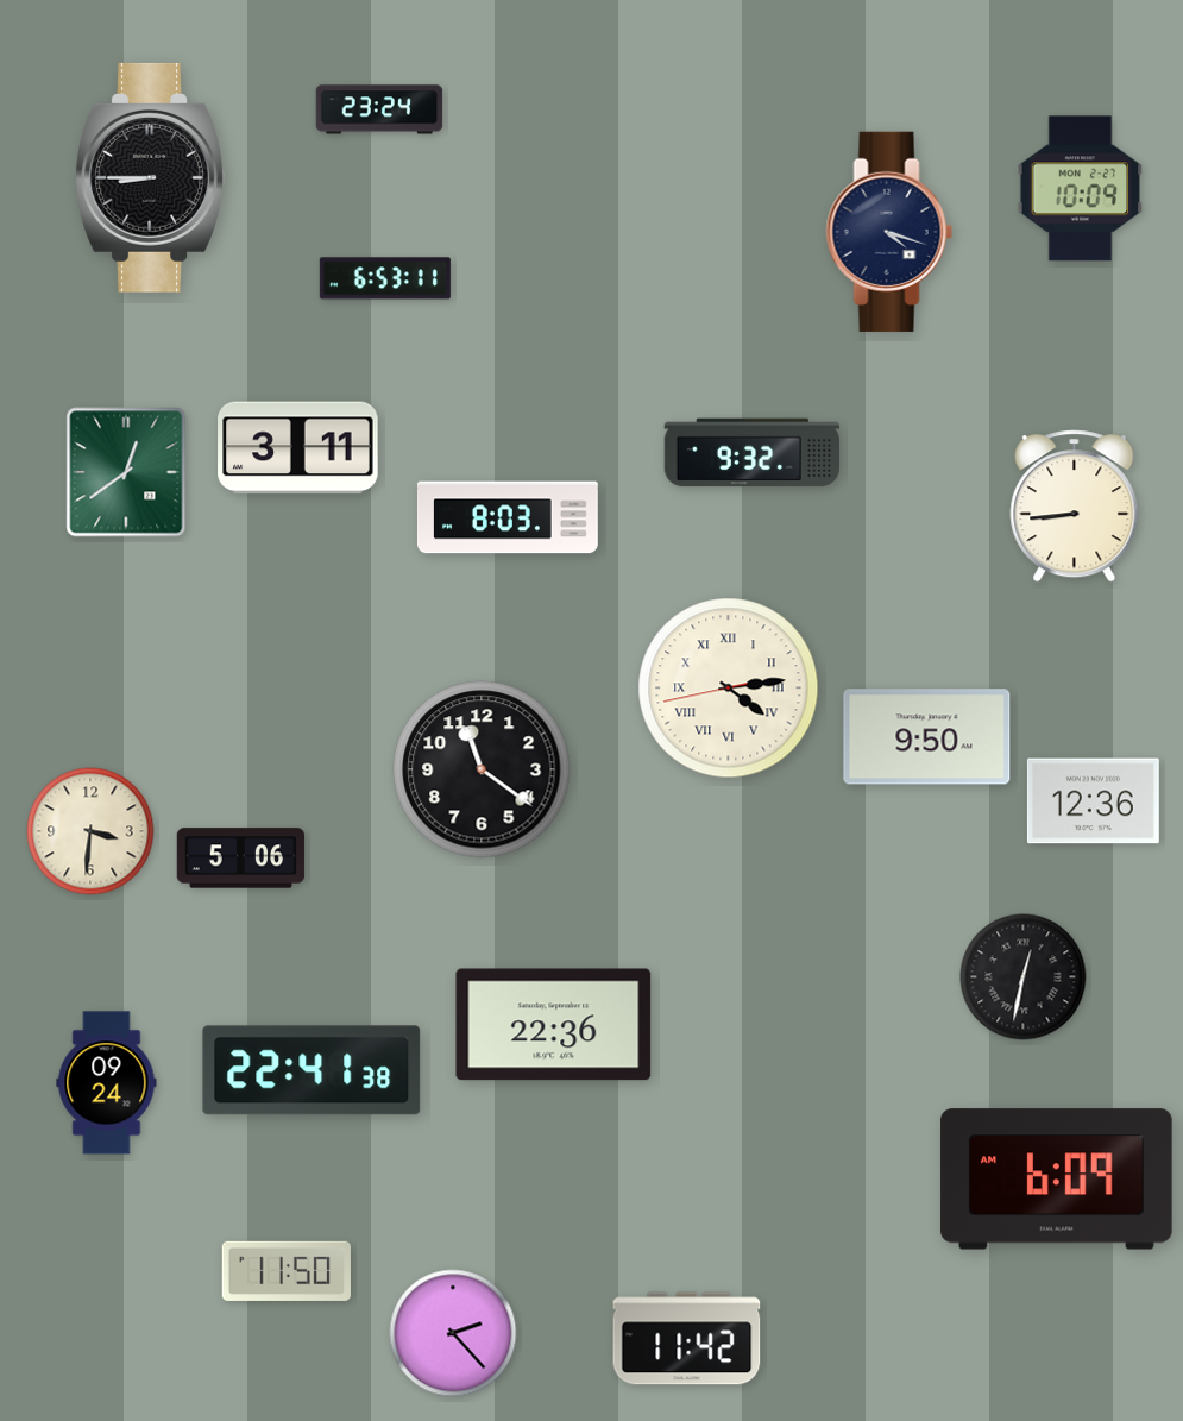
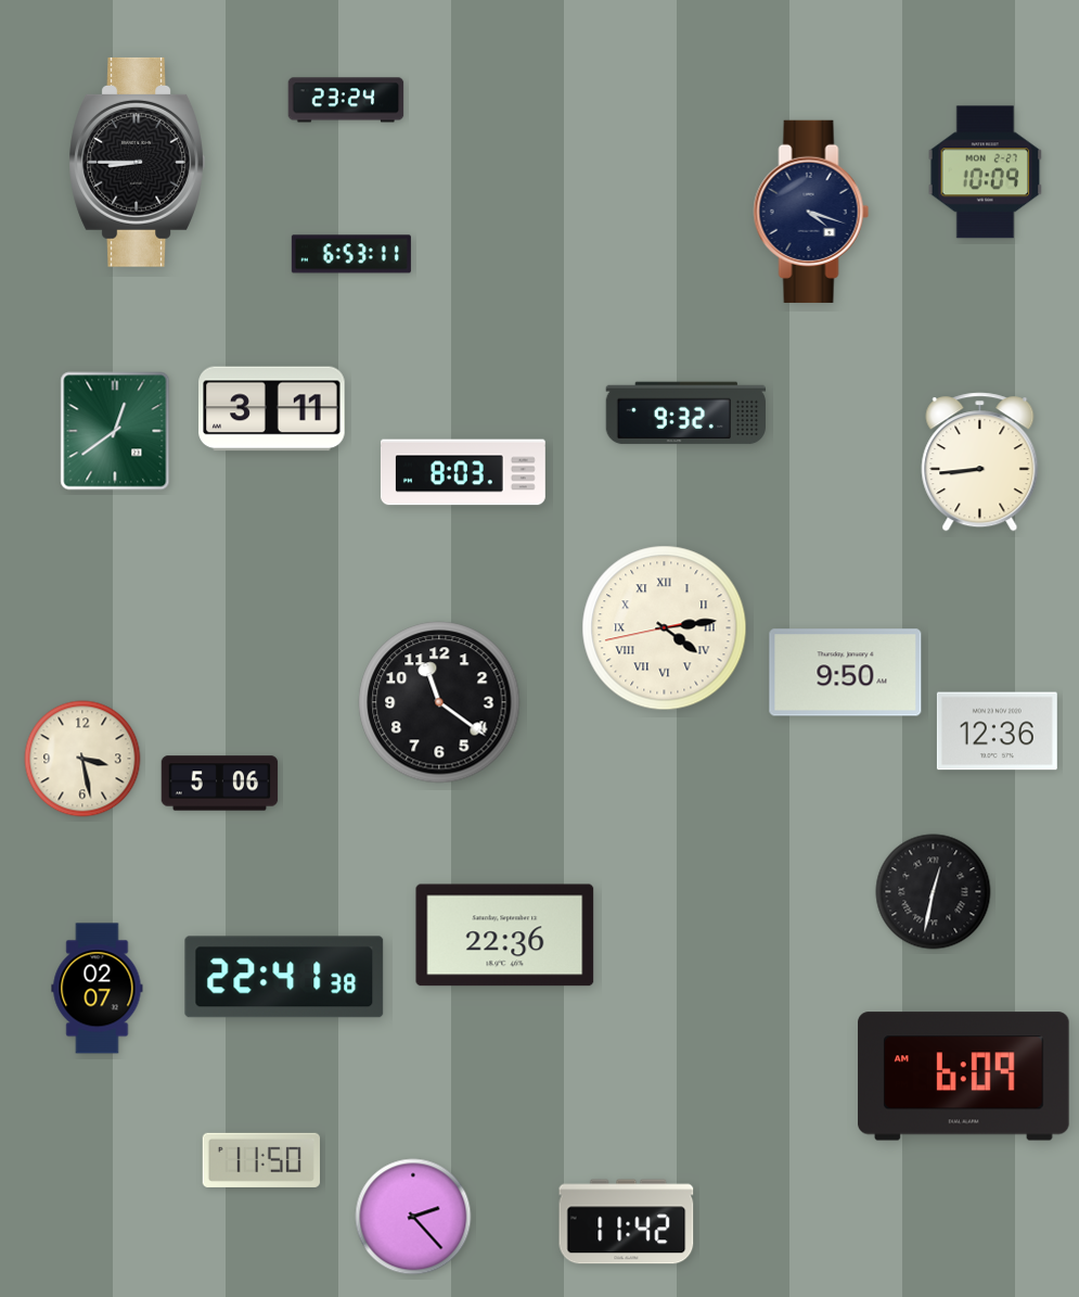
clock at (90, 831): 3:31 -> 3:28
clock at (107, 1083): 09:24 -> 02:07
